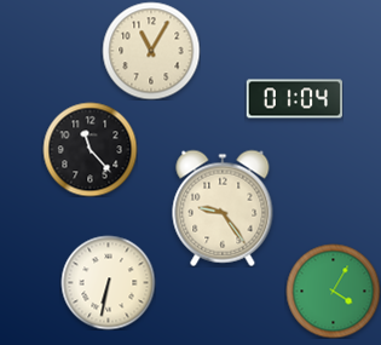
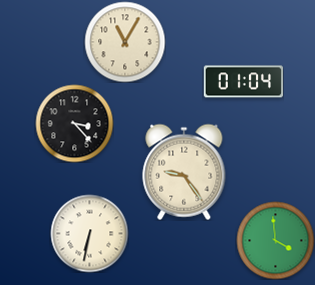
clock at (90, 149): 11:23 -> 3:23
clock at (333, 291): 4:05 -> 3:59
